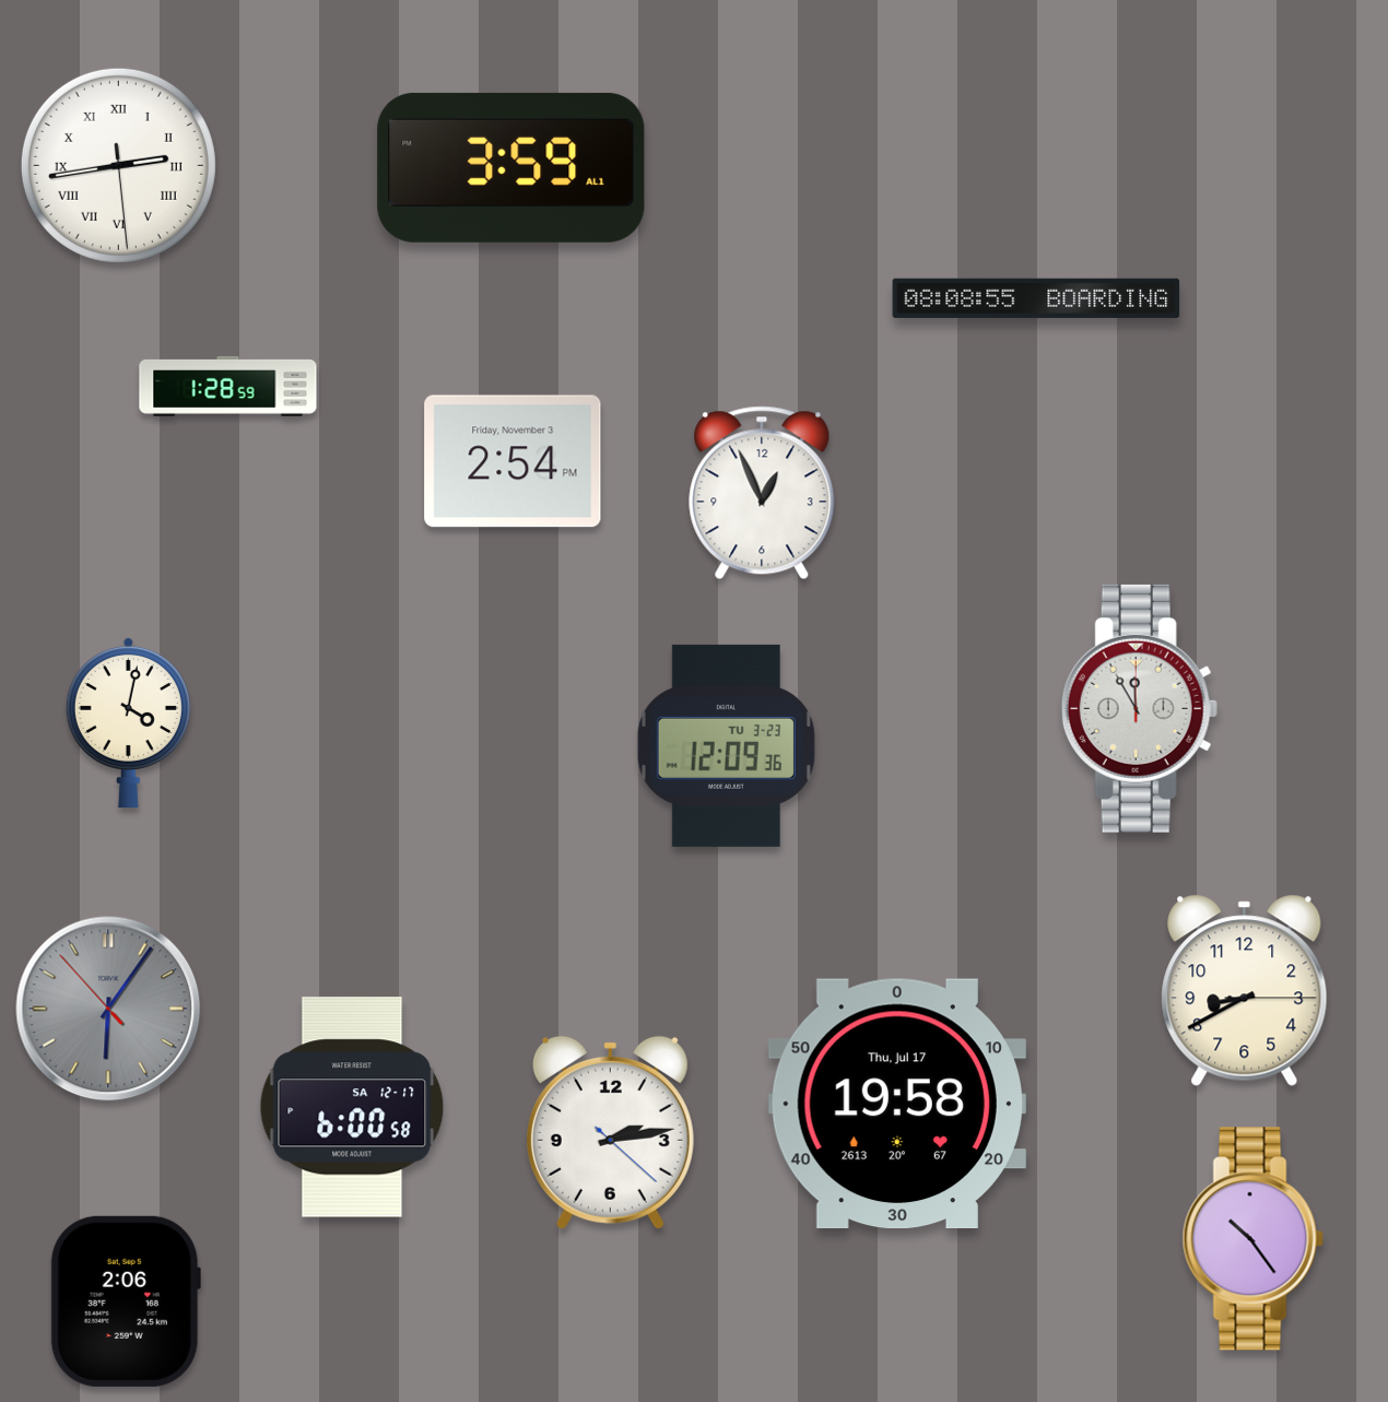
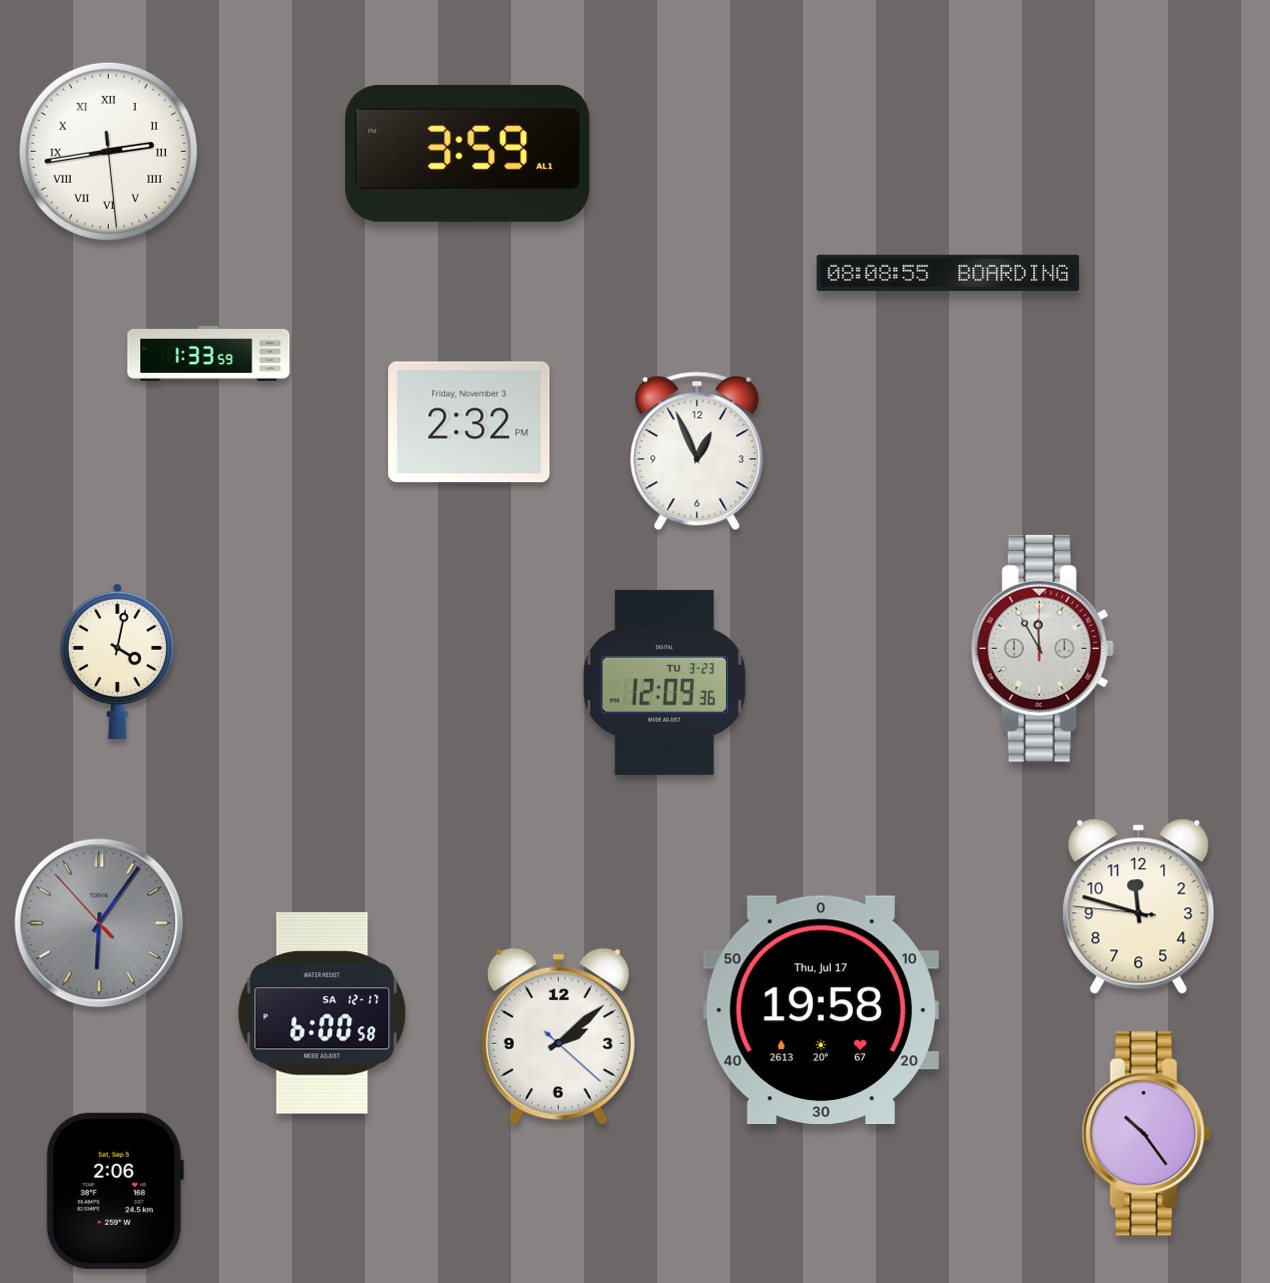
clock at (228, 386): 1:28 -> 1:33
clock at (513, 461): 2:54 -> 2:32
clock at (1245, 990): 8:40 -> 11:47
clock at (610, 1132): 2:13 -> 2:08
